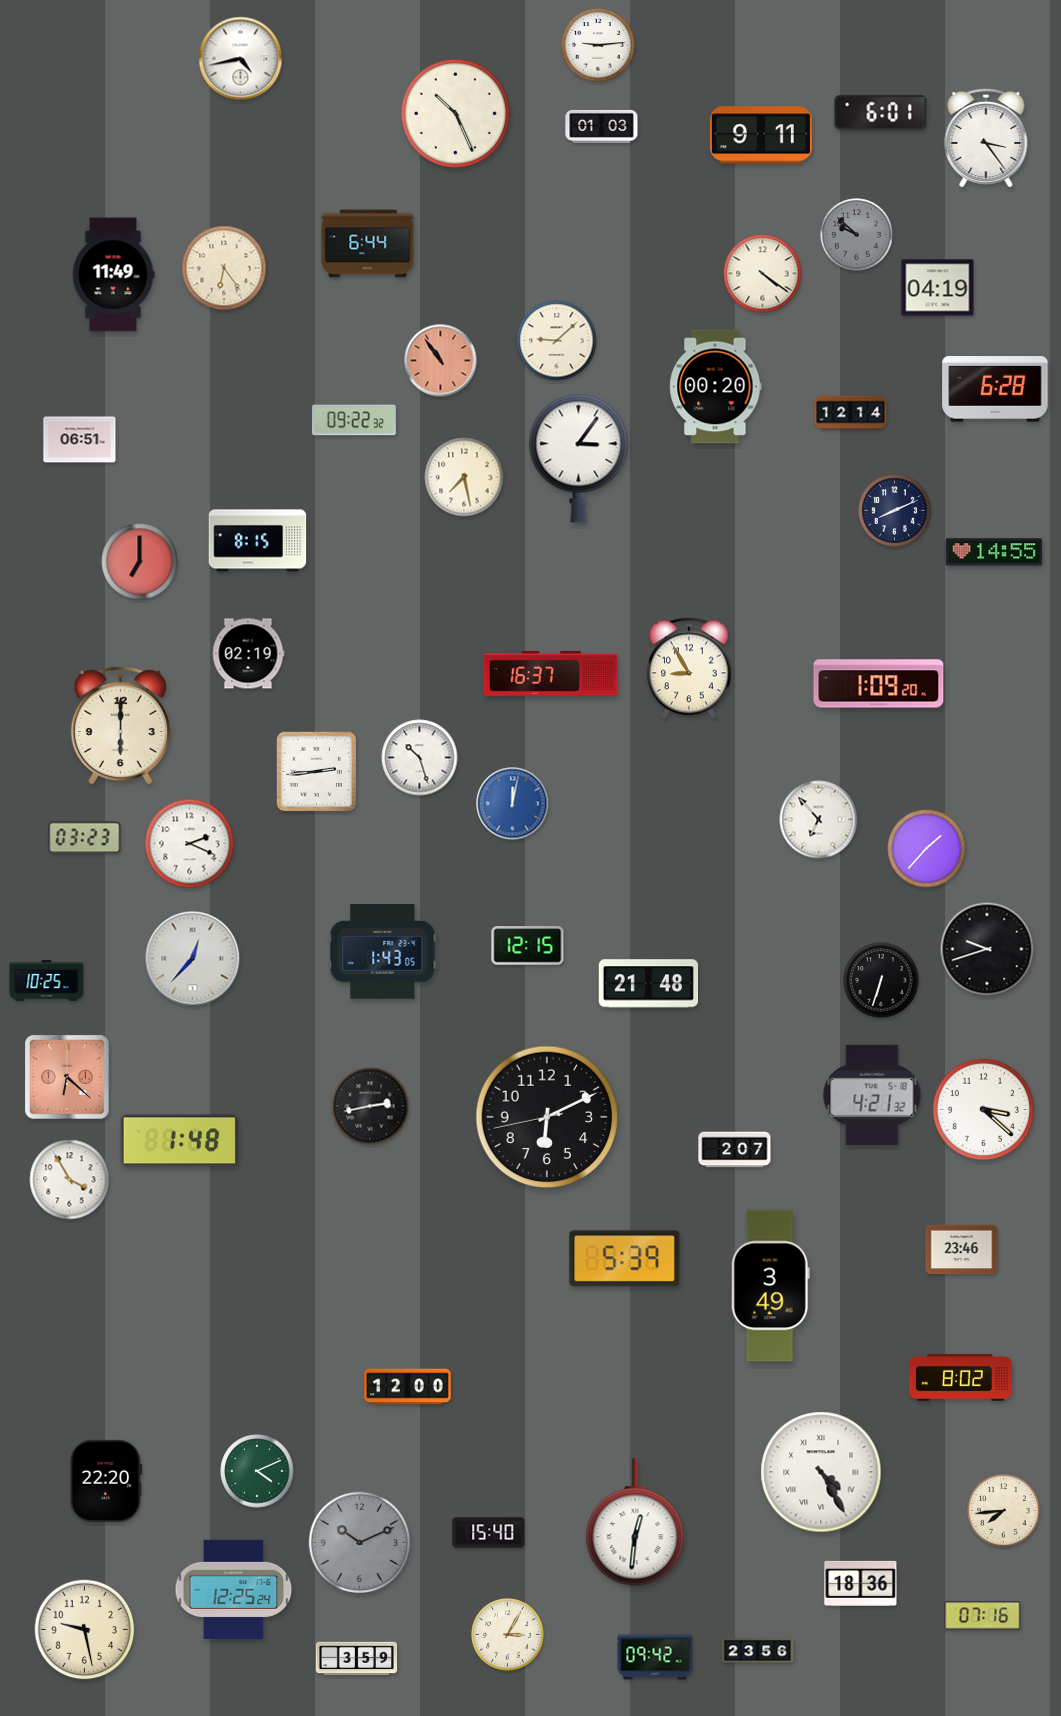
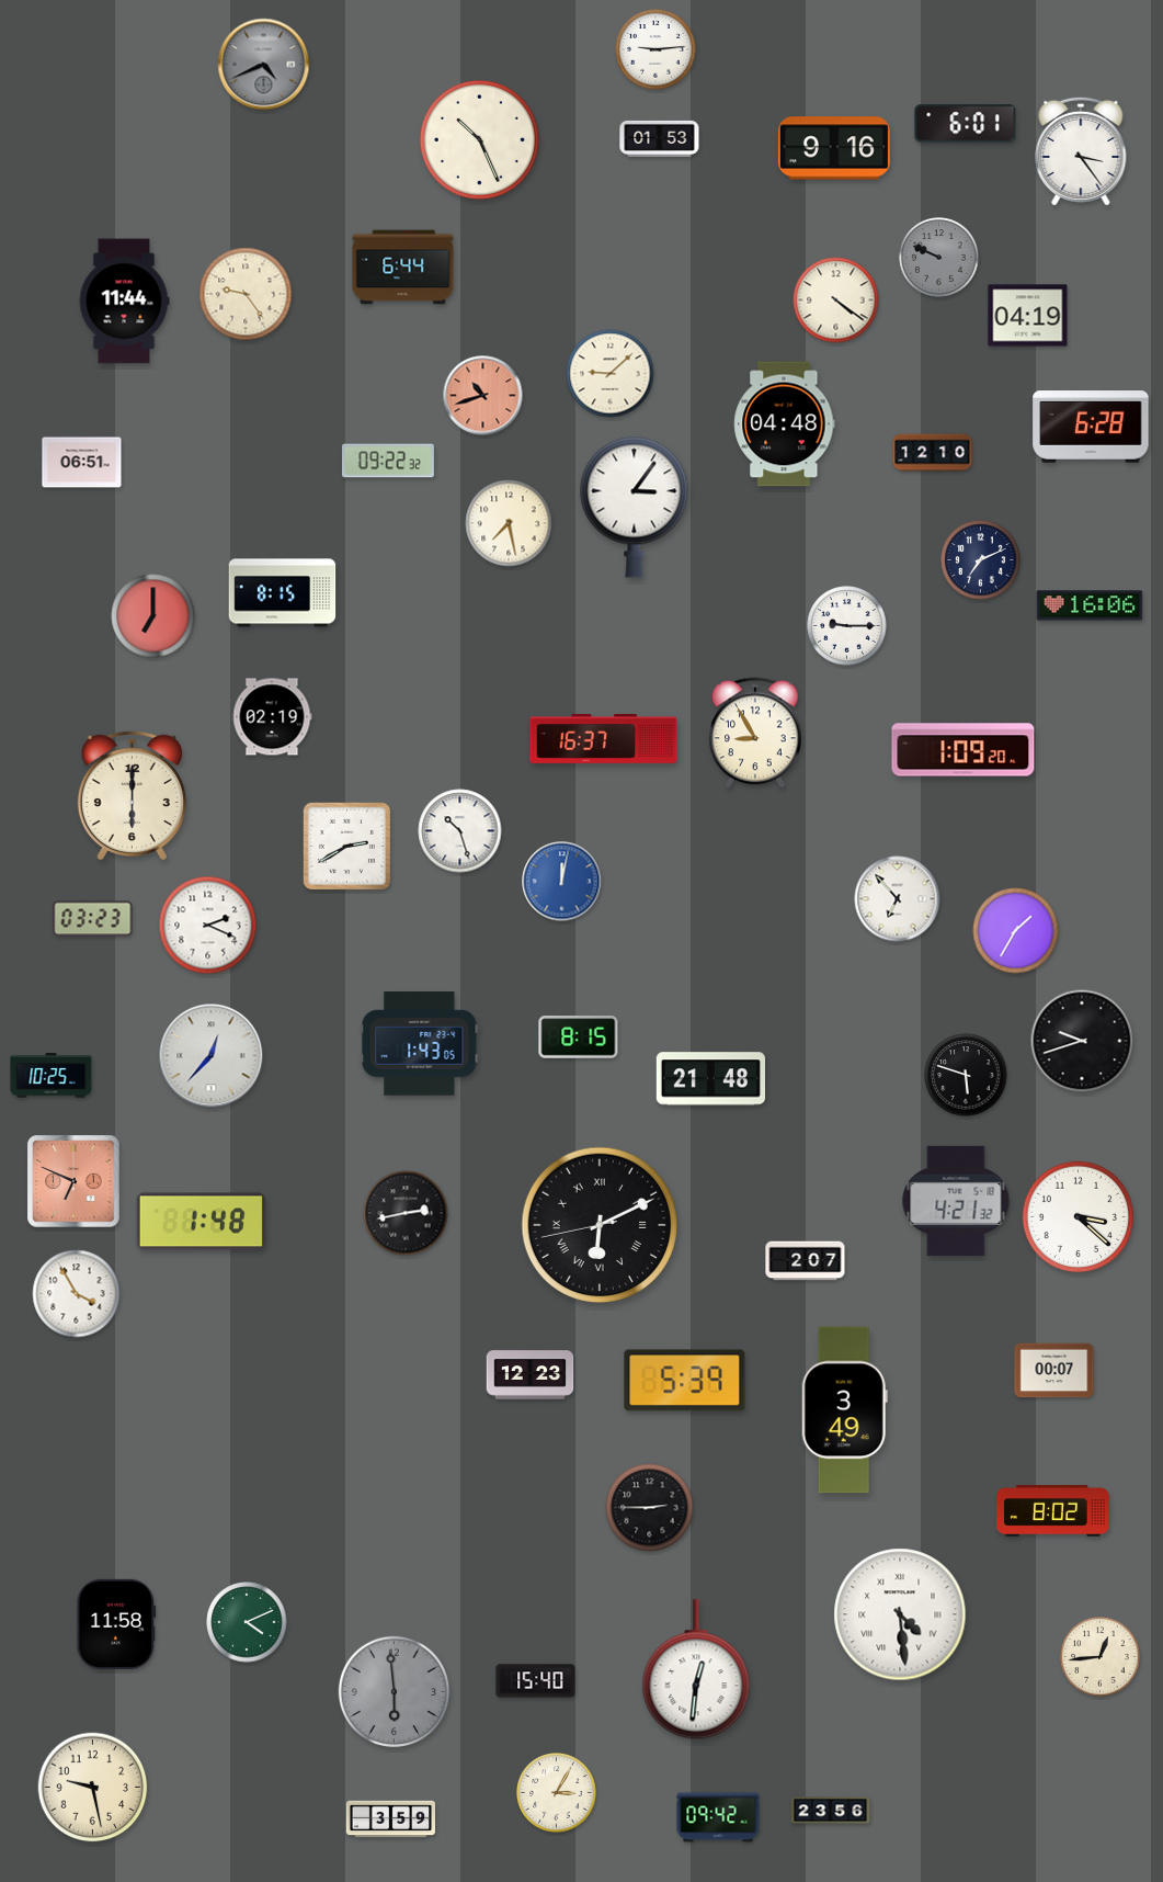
clock at (241, 59): 4:43 -> 4:41
clock at (241, 59) dial: white -> grey
clock at (455, 113) position: (455, 113) -> (479, 139)
clock at (602, 126): 01:03 -> 01:53
clock at (761, 135): 9:11 -> 9:16
clock at (857, 235): 9:52 -> 9:49
clock at (224, 268): 6:24 -> 9:24
clock at (113, 275): 11:49 -> 11:44
clock at (441, 361): 10:54 -> 10:42
clock at (716, 387): 00:20 -> 04:48
clock at (851, 413): 12:14 -> 12:10
clock at (80, 440) position: (80, 440) -> (82, 463)
clock at (579, 458) position: (579, 458) -> (635, 507)
clock at (895, 511): 8:11 -> 7:11
clock at (994, 552): 14:55 -> 16:06
clock at (847, 626): none -> 9:15
clock at (316, 771): 2:44 -> 2:40
clock at (927, 849): 1:37 -> 1:35
clock at (528, 946): 12:15 -> 8:15
clock at (193, 959) position: (193, 959) -> (212, 1056)
clock at (881, 980): 6:33 -> 5:48
clock at (67, 1077): 6:22 -> 6:49
clock at (547, 1117) numerals: Arabic -> Roman
clock at (179, 1141) position: (179, 1141) -> (201, 1222)
clock at (962, 1250): 23:46 -> 00:07
clock at (531, 1375): none -> 12:23
clock at (650, 1508): none -> 2:45
clock at (408, 1387): 12:00 -> none
clock at (257, 1471) position: (257, 1471) -> (247, 1622)
clock at (821, 1472): 4:25 -> 4:29
clock at (106, 1481): 22:20 -> 11:58
clock at (1004, 1511): 7:44 -> 12:44
clock at (360, 1543): 10:11 -> 5:59
clock at (861, 1583): 18:36 -> none
clock at (234, 1589): 12:25 -> none
clock at (983, 1616): 07:16 -> none
